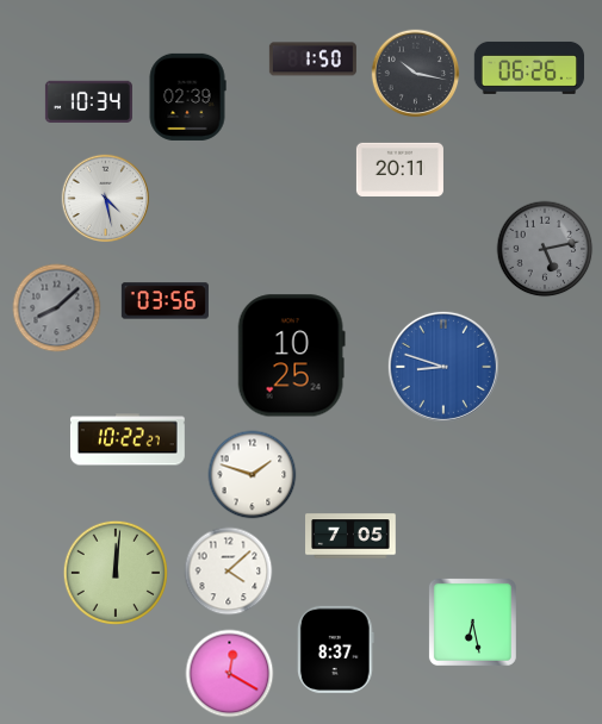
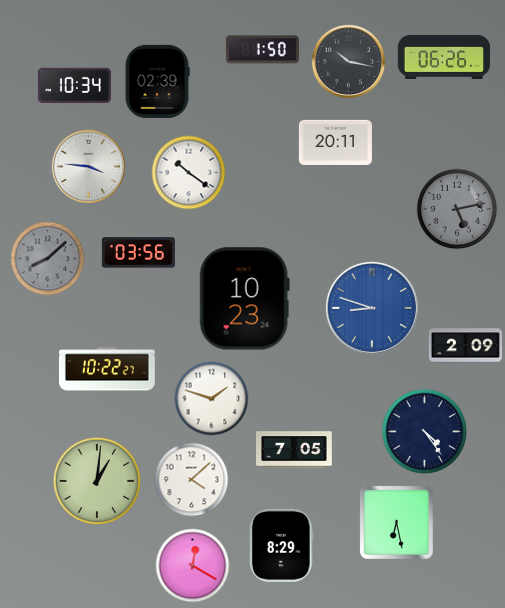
clock at (106, 199): 4:28 -> 3:46
clock at (189, 173): none -> 10:21
clock at (291, 356): 10:25 -> 10:23
clock at (465, 346): none -> 2:09
clock at (425, 432): none -> 4:24
clock at (116, 573): 12:01 -> 1:01
clock at (335, 649): 8:37 -> 8:29
